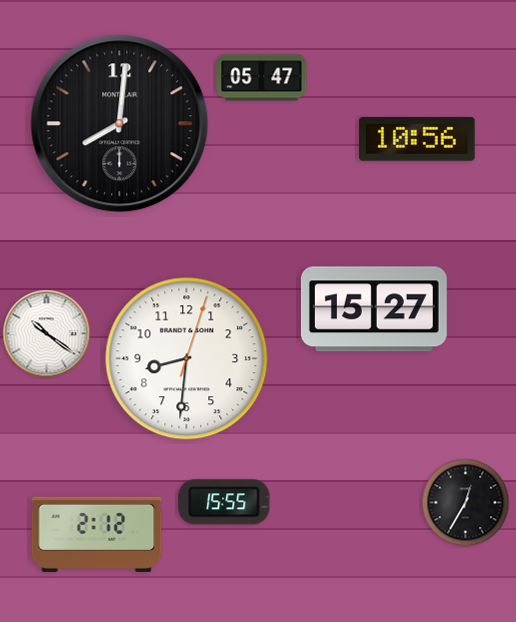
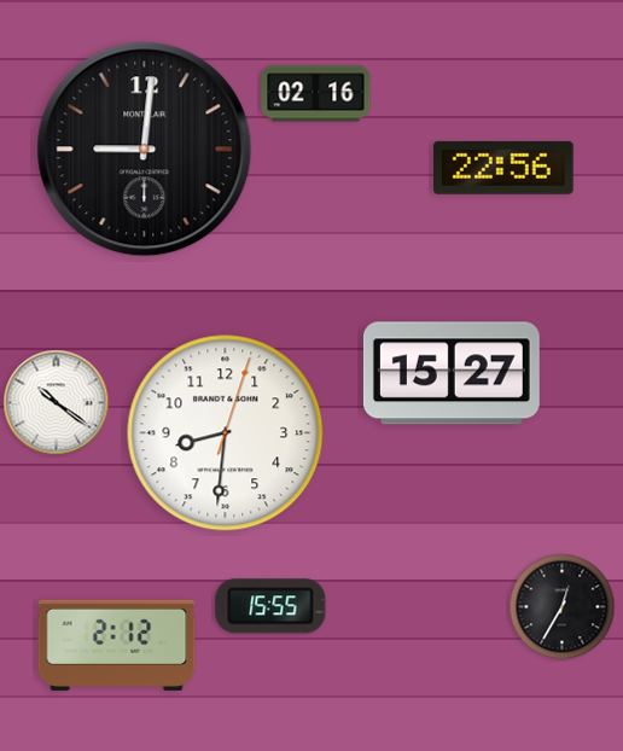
clock at (262, 78): 05:47 -> 02:16
clock at (120, 124): 8:01 -> 9:01
clock at (418, 139): 10:56 -> 22:56
